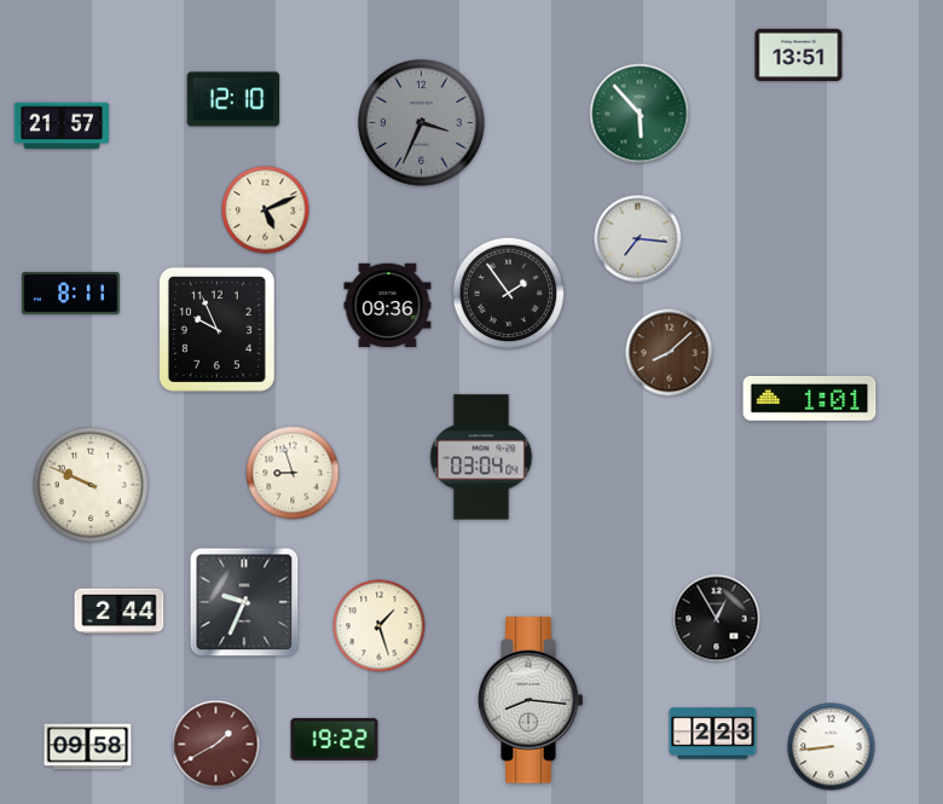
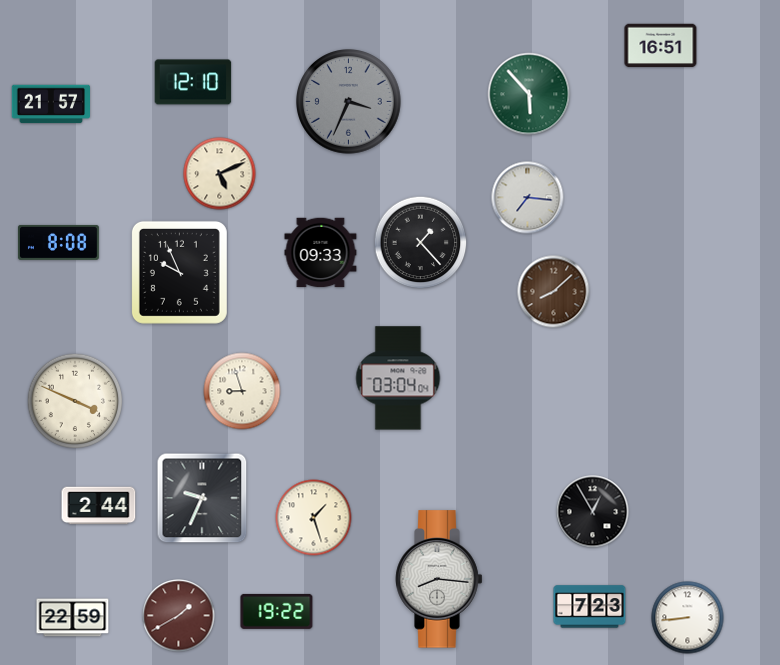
clock at (799, 56): 13:51 -> 16:51
clock at (70, 293): 8:11 -> 8:08
clock at (509, 294): 1:54 -> 1:23
clock at (388, 306): 09:36 -> 09:33
clock at (810, 398): 1:01 -> none
clock at (91, 485): 9:49 -> 3:49
clock at (713, 734): 2:23 -> 7:23
clock at (88, 747): 09:58 -> 22:59
